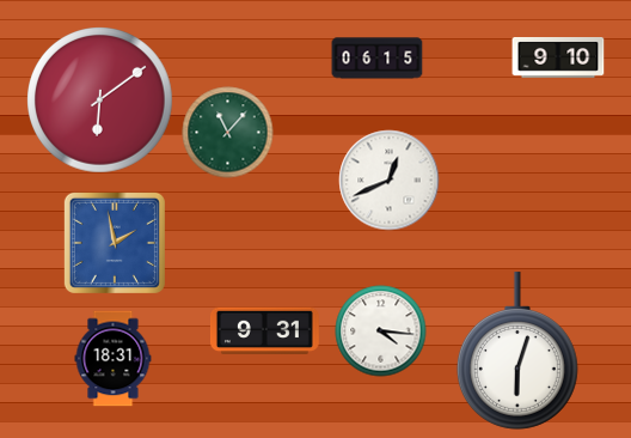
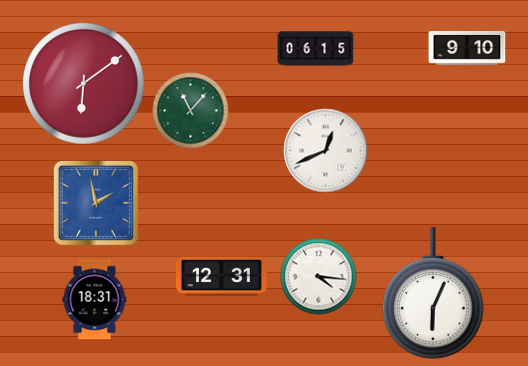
clock at (264, 330): 9:31 -> 12:31
clock at (517, 351): 6:03 -> 6:04
